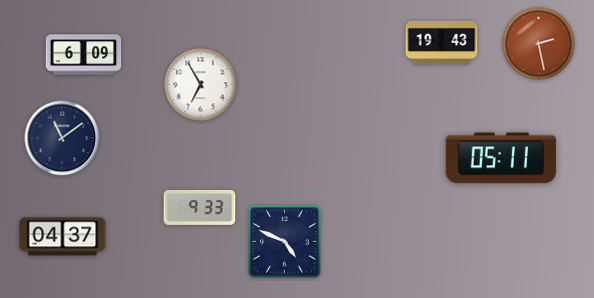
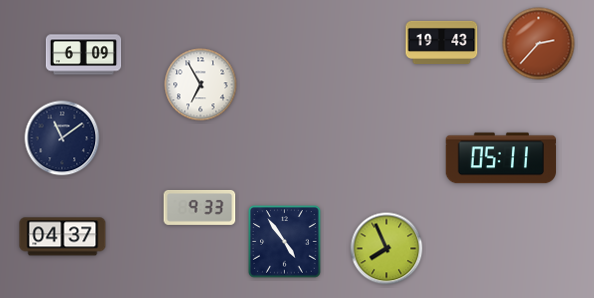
clock at (539, 44): 2:28 -> 2:37
clock at (285, 242): 4:49 -> 4:54
clock at (387, 249): none -> 7:56
